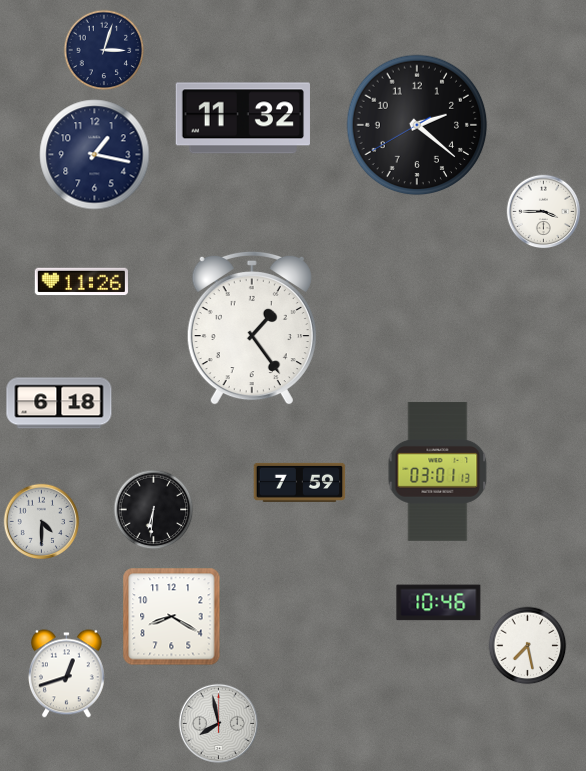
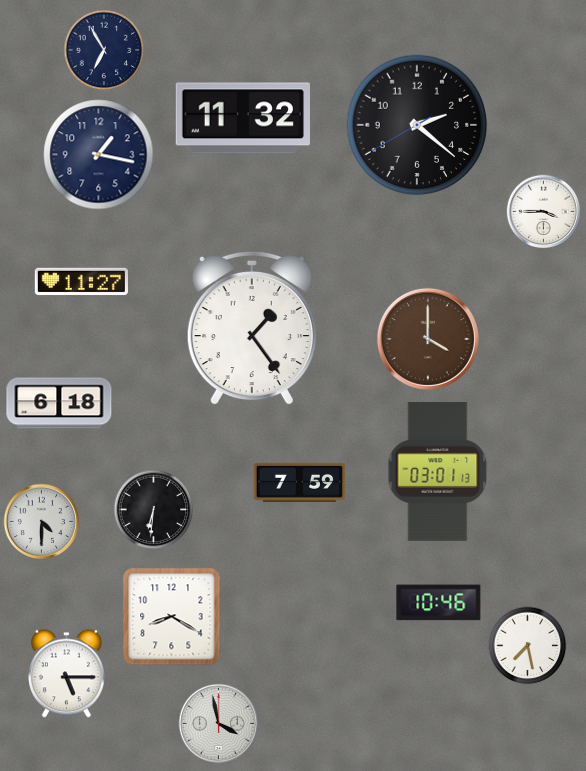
clock at (104, 50): 3:03 -> 6:55
clock at (95, 155) position: (95, 155) -> (99, 155)
clock at (81, 282): 11:26 -> 11:27
clock at (428, 339): none -> 4:00
clock at (66, 674): 12:42 -> 5:15
clock at (218, 723): 7:58 -> 3:58
